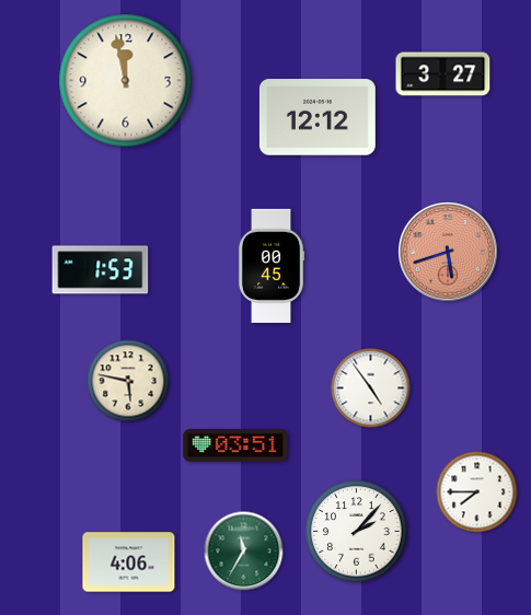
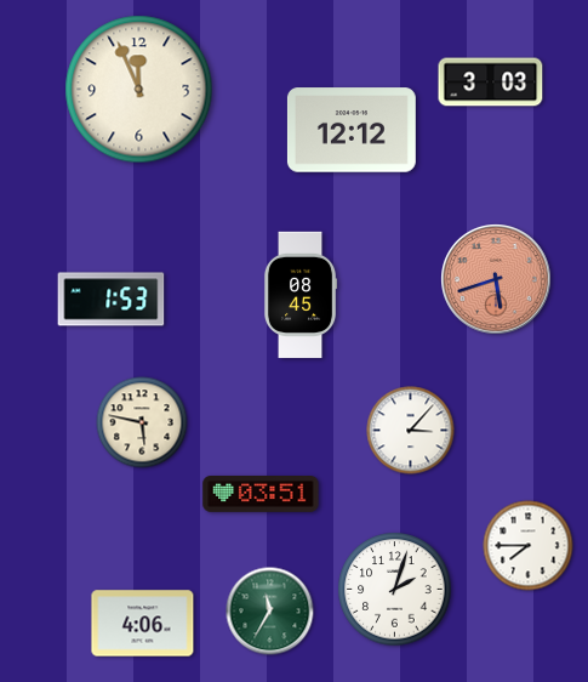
clock at (443, 74): 3:27 -> 3:03
clock at (126, 81): 11:58 -> 11:56
clock at (272, 266): 00:45 -> 08:45
clock at (371, 388): 4:54 -> 3:07
clock at (357, 532): 2:07 -> 2:03
